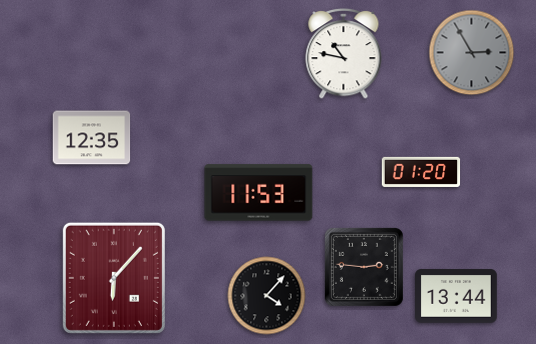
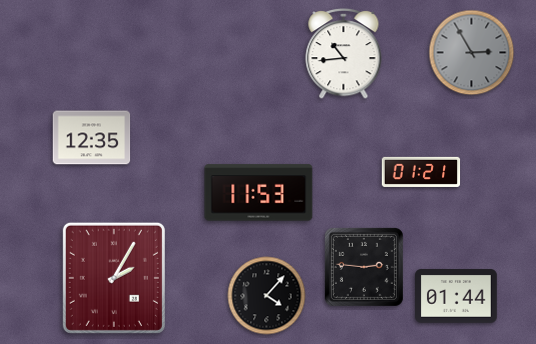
clock at (344, 53): 10:47 -> 10:44
clock at (421, 172): 01:20 -> 01:21
clock at (114, 278): 6:07 -> 2:05
clock at (457, 296): 13:44 -> 01:44
